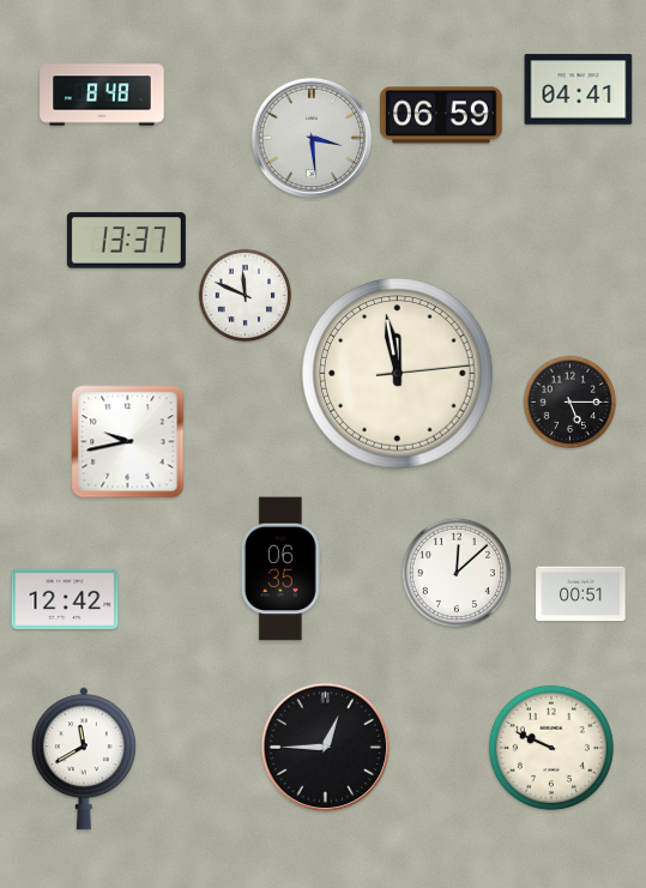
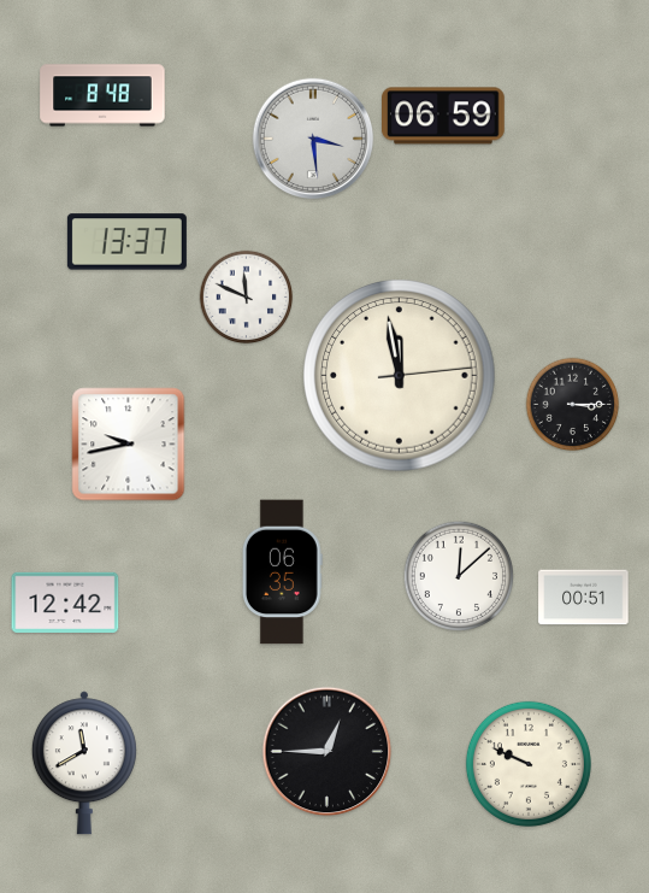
clock at (579, 90): 04:41 -> none
clock at (570, 403): 5:15 -> 3:15
clock at (551, 748) position: (551, 748) -> (529, 764)
